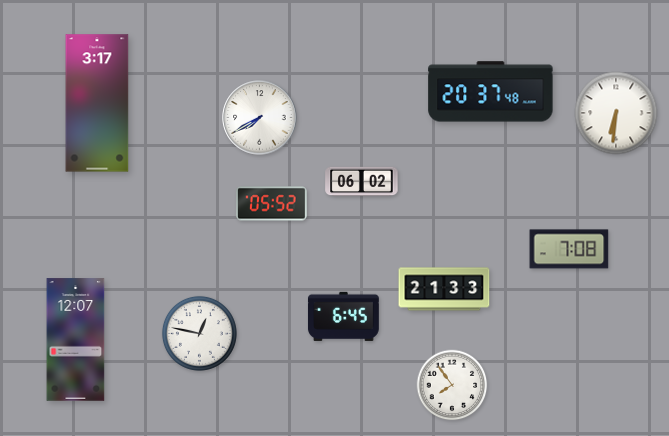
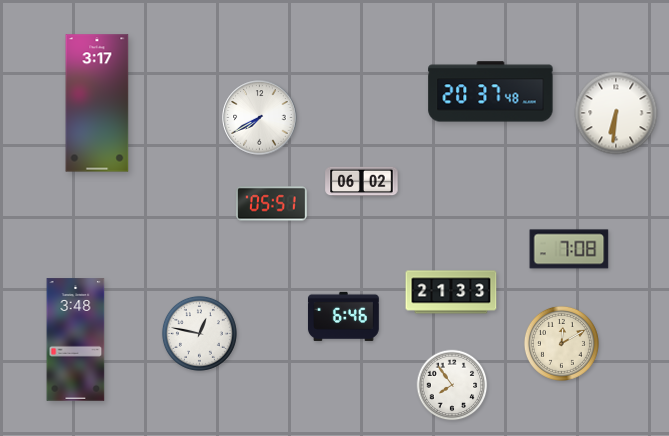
clock at (271, 204): 05:52 -> 05:51
clock at (444, 289) position: (444, 289) -> (451, 292)
clock at (343, 316): 6:45 -> 6:46
clock at (76, 340): 12:07 -> 3:48
clock at (561, 343): none -> 12:10
